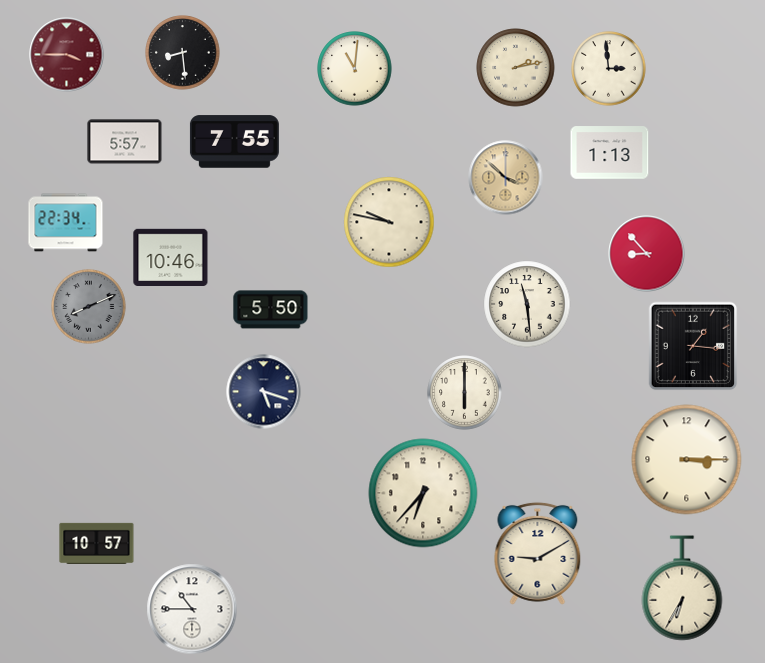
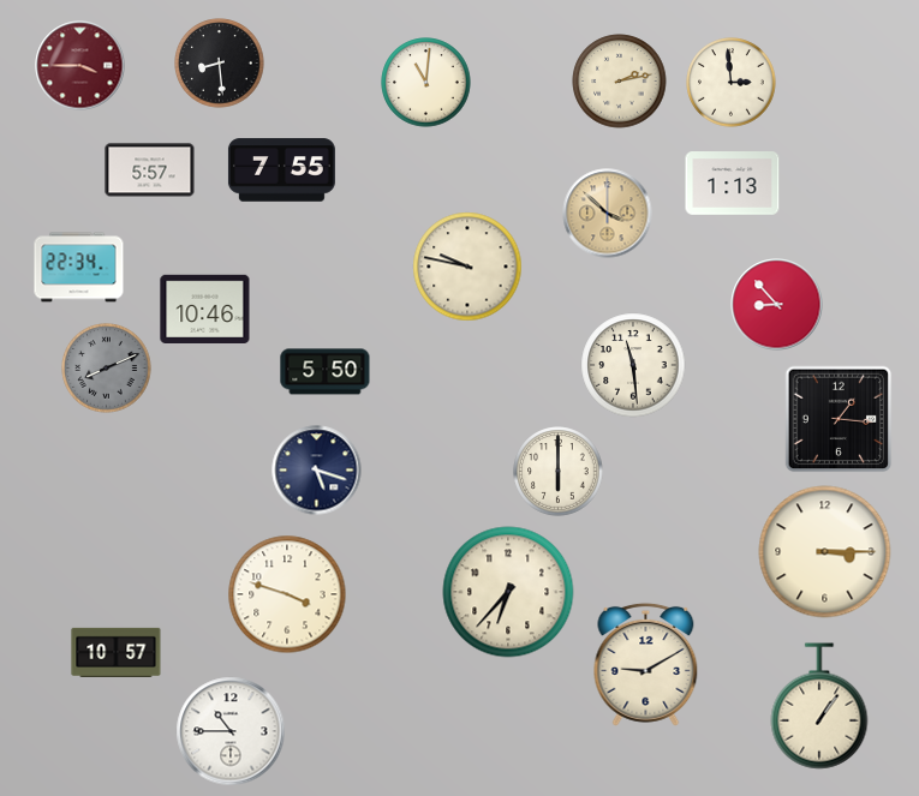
clock at (693, 346) position: (693, 346) -> (839, 419)
clock at (287, 594): none -> 3:48
clock at (682, 588): 6:35 -> 1:06
